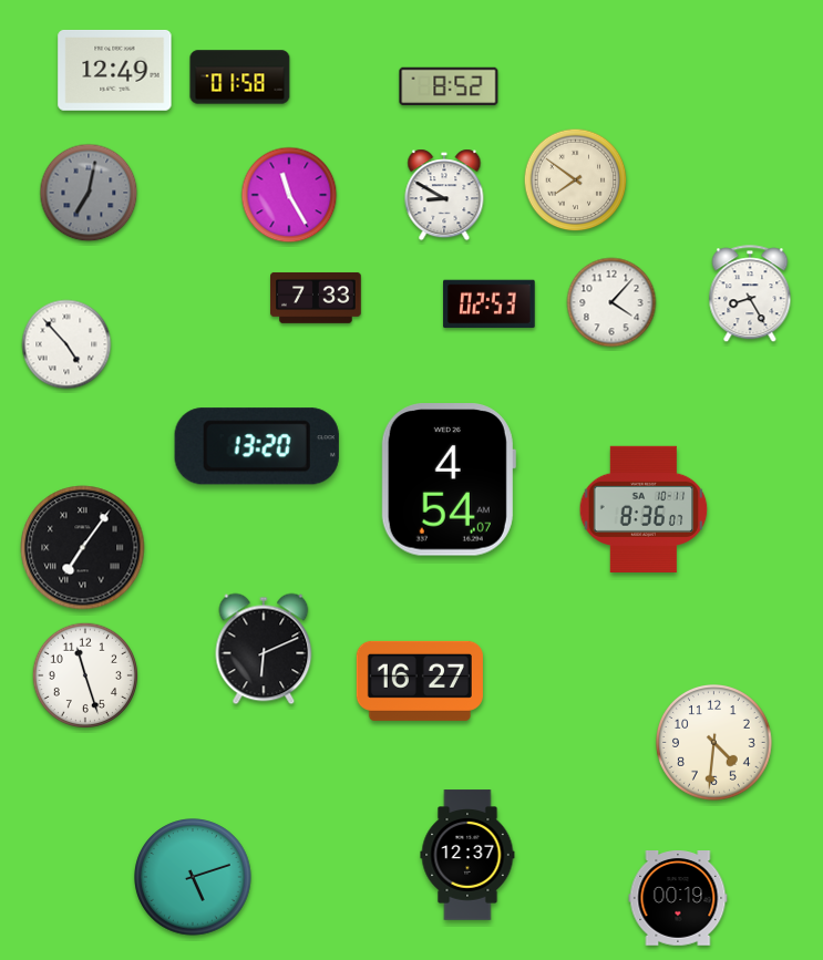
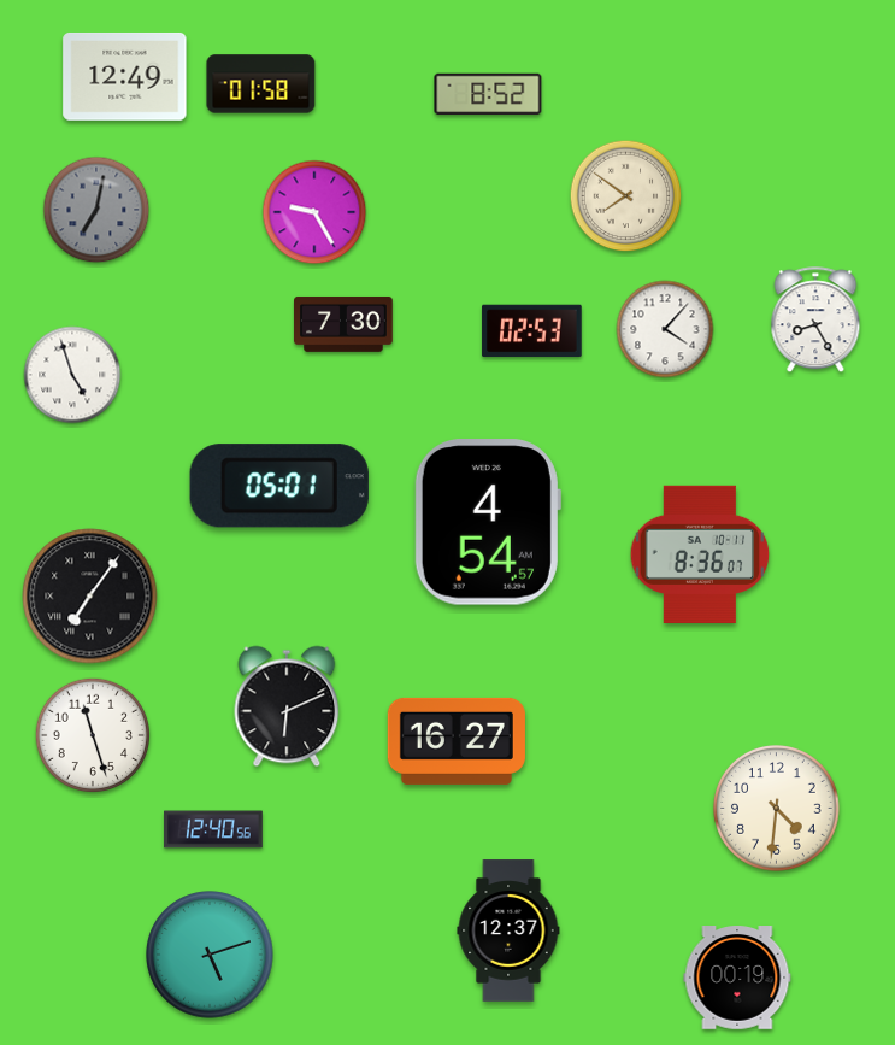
clock at (289, 195): 11:25 -> 9:25
clock at (444, 195): 8:50 -> none
clock at (317, 298): 7:33 -> 7:30
clock at (66, 344): 4:53 -> 4:57
clock at (257, 446): 13:20 -> 05:01
clock at (449, 479): 4:54:07 -> 4:54:57
clock at (213, 829): none -> 12:40
